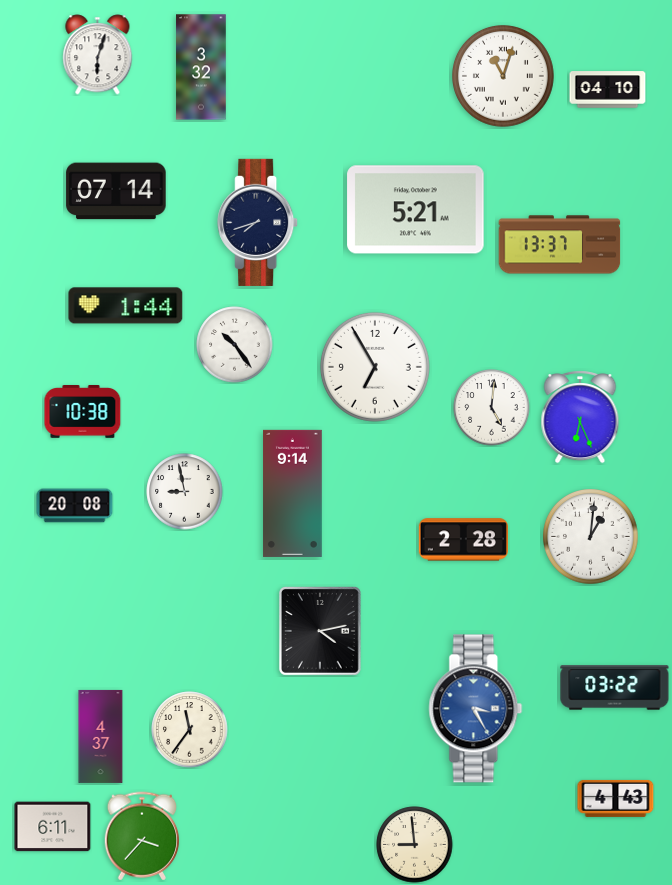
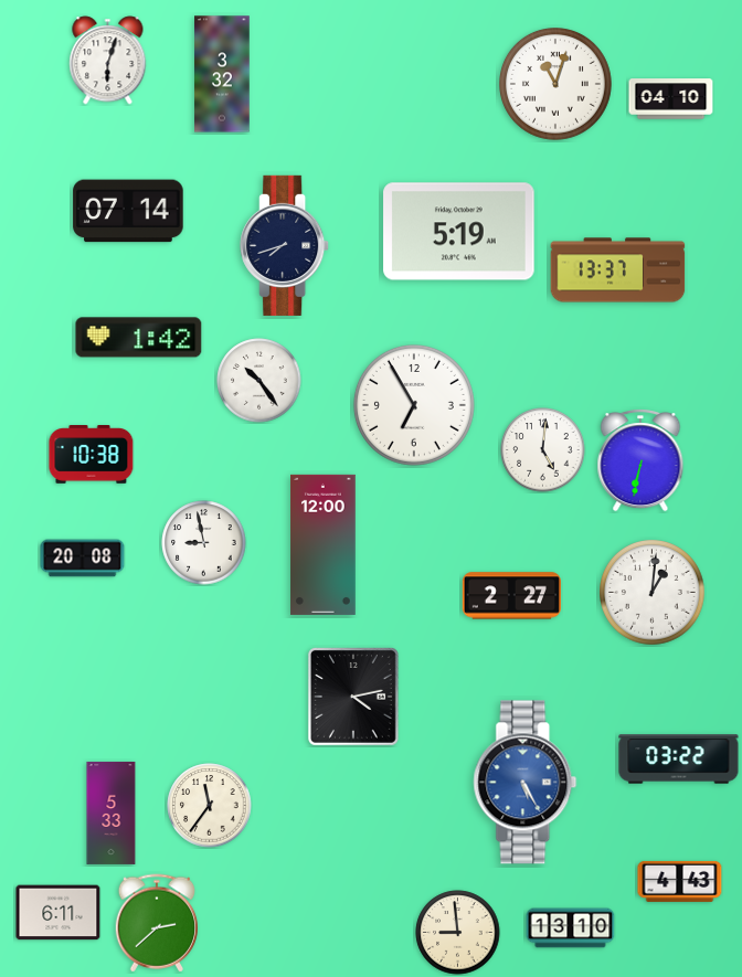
clock at (416, 210): 5:21 -> 5:19
clock at (126, 306): 1:44 -> 1:42
clock at (580, 417): 6:26 -> 6:32
clock at (293, 493): 9:14 -> 12:00
clock at (463, 540): 2:28 -> 2:27
clock at (476, 709): 3:25 -> 5:25
clock at (101, 736): 4:37 -> 5:33
clock at (141, 836): 3:37 -> 2:38
clock at (571, 928): none -> 13:10
